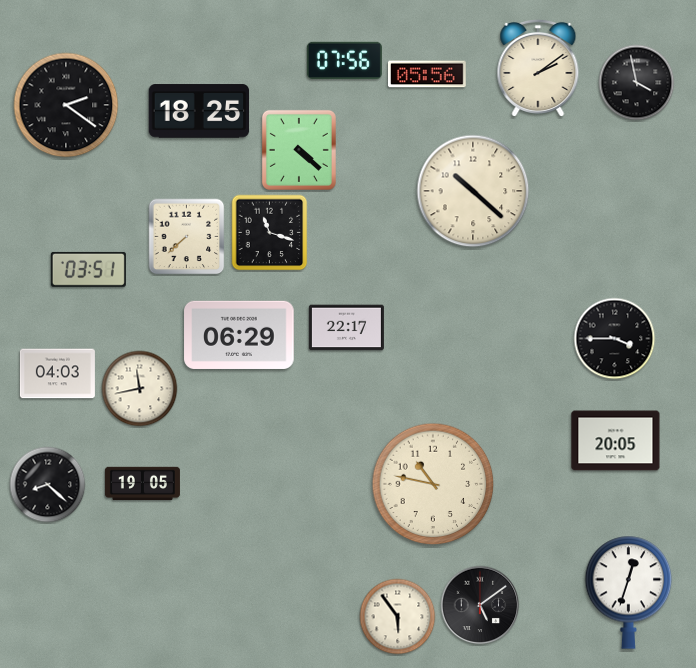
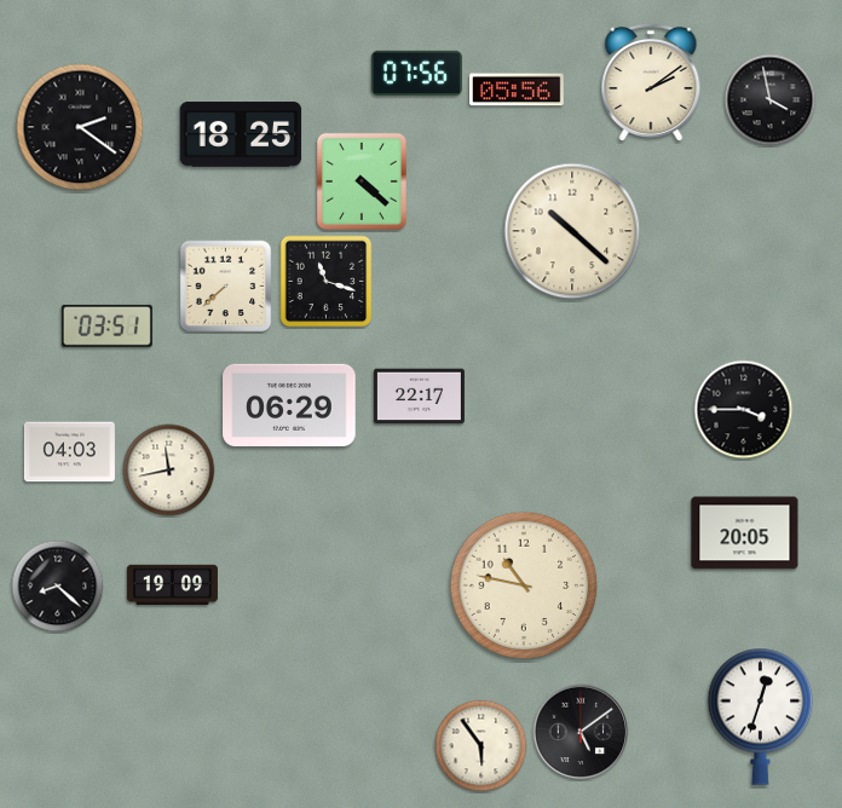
clock at (142, 484): 19:05 -> 19:09
